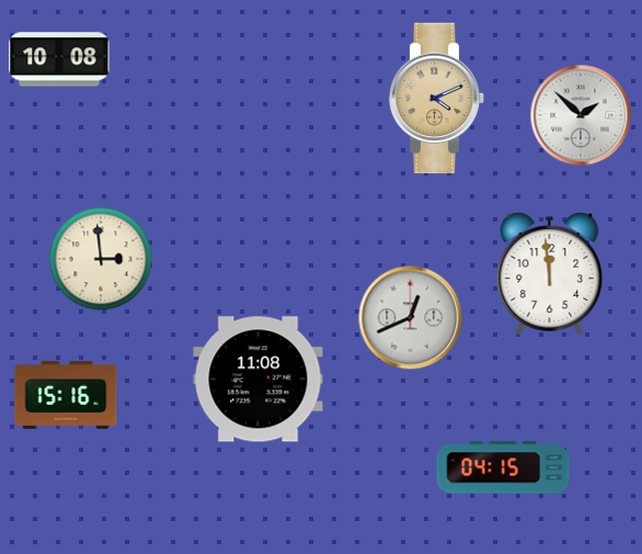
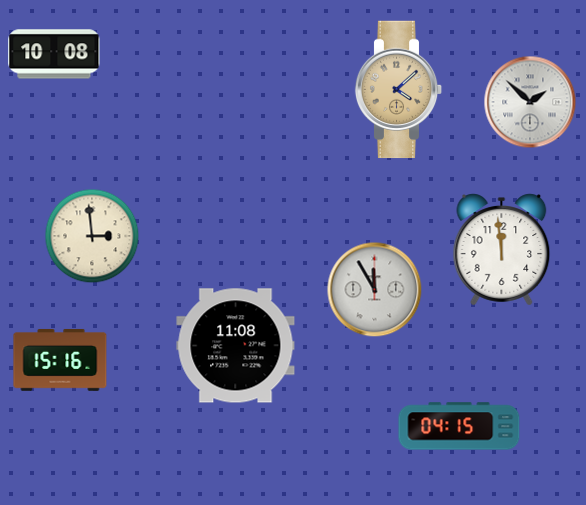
clock at (437, 99): 4:11 -> 4:08
clock at (581, 115) position: (581, 115) -> (530, 102)
clock at (411, 318): 12:41 -> 11:55
